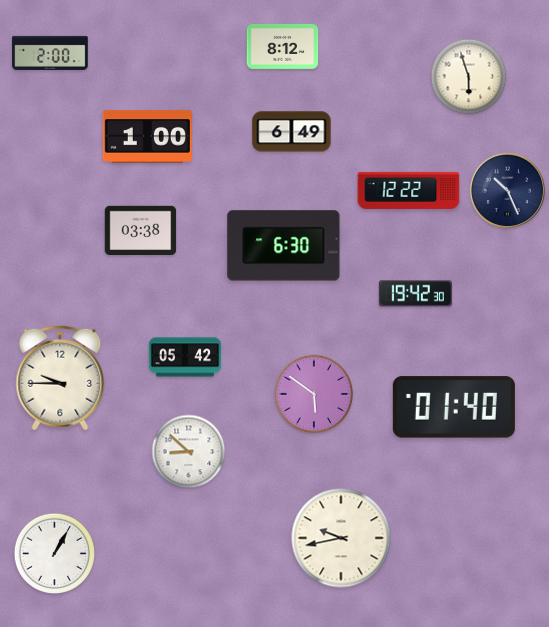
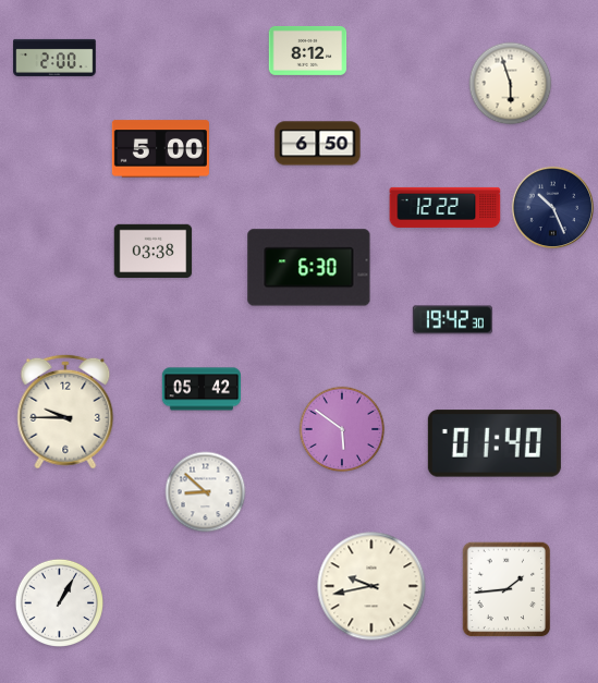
clock at (292, 132): 6:49 -> 6:50
clock at (147, 137): 1:00 -> 5:00
clock at (507, 589): none -> 1:44
